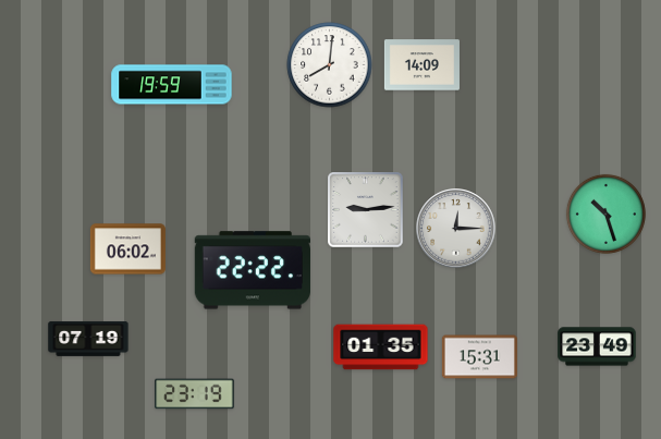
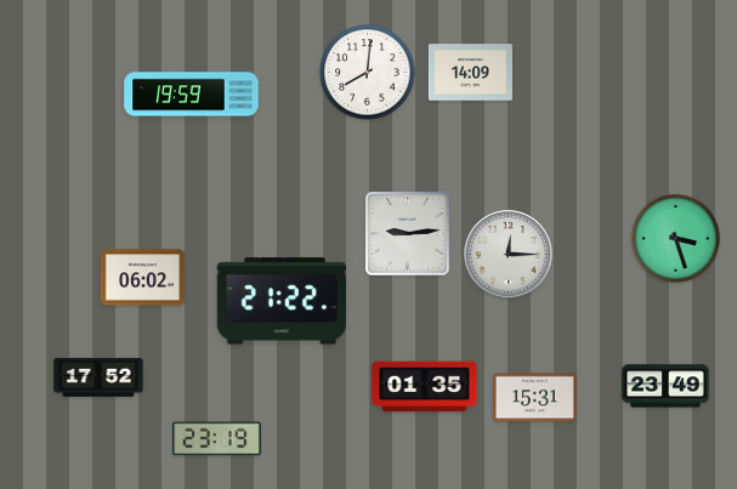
clock at (605, 214): 10:27 -> 3:27
clock at (253, 270): 22:22 -> 21:22
clock at (88, 339): 07:19 -> 17:52
